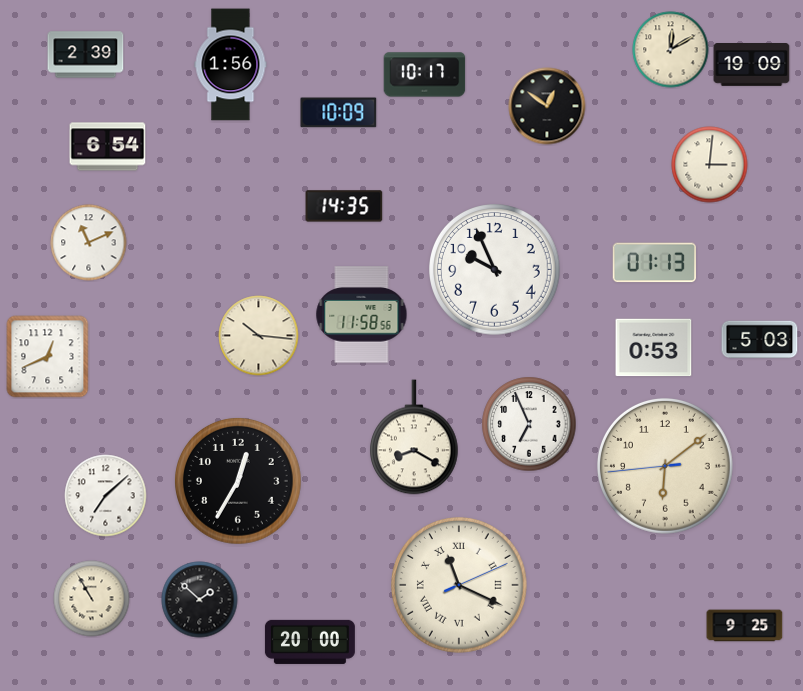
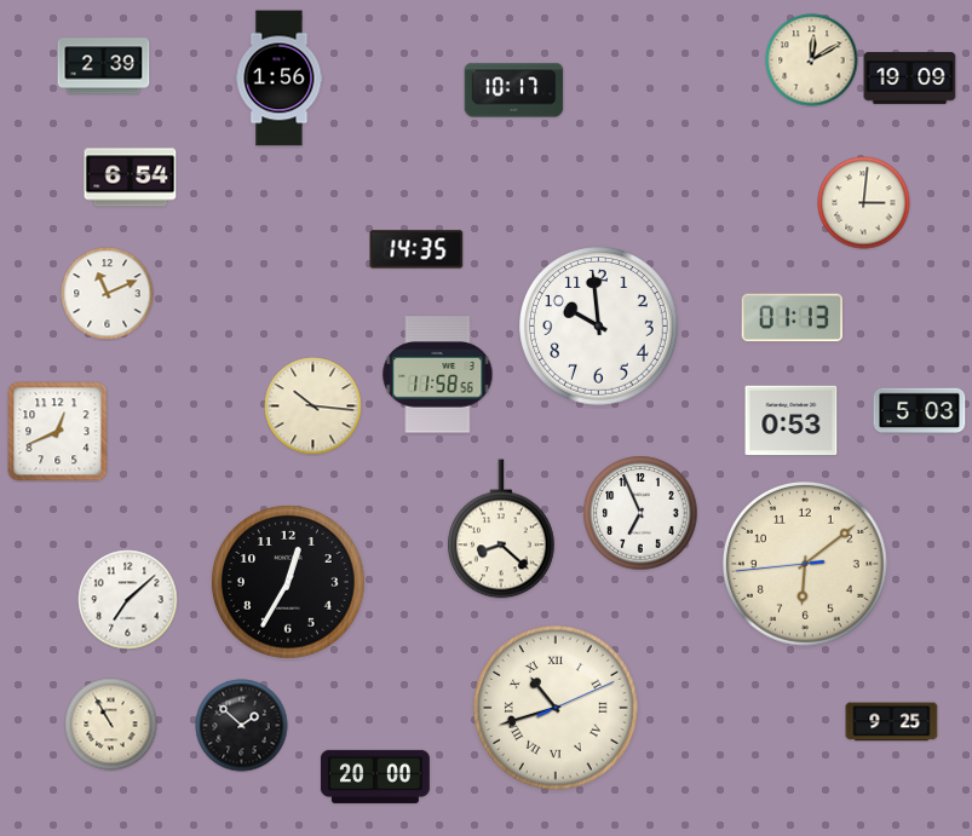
clock at (547, 106): 12:51 -> none
clock at (339, 113): 10:09 -> none
clock at (710, 165) position: (710, 165) -> (864, 203)
clock at (495, 270): 9:56 -> 9:59
clock at (362, 315) position: (362, 315) -> (438, 375)
clock at (414, 437): 8:20 -> 8:22
clock at (459, 585): 11:19 -> 10:42
clock at (745, 626) position: (745, 626) -> (892, 722)
